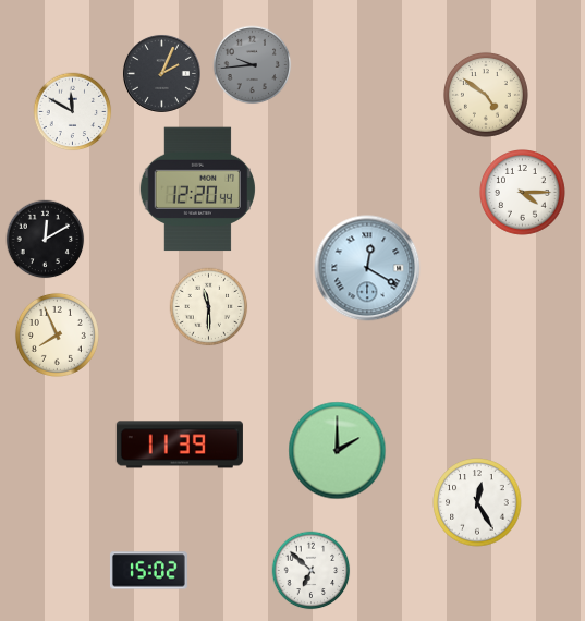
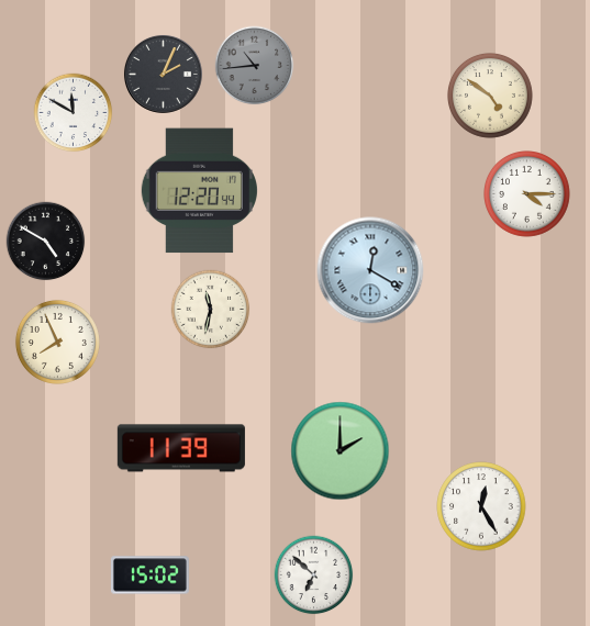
clock at (253, 65): 9:44 -> 10:44
clock at (46, 240): 12:10 -> 4:50
clock at (209, 307): 11:30 -> 11:32
clock at (57, 334) position: (57, 334) -> (57, 342)
clock at (338, 451) position: (338, 451) -> (341, 451)
